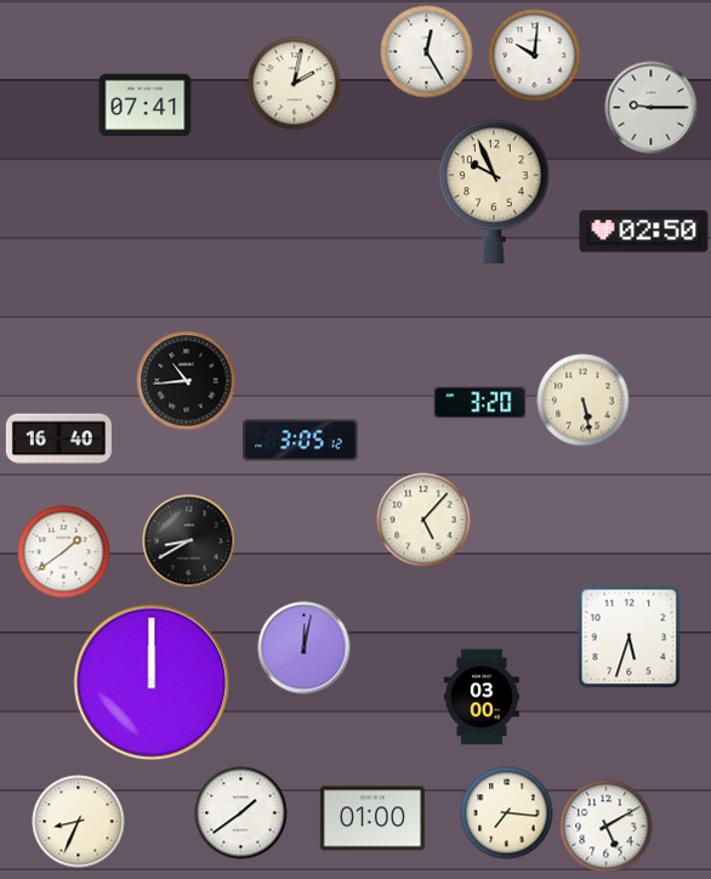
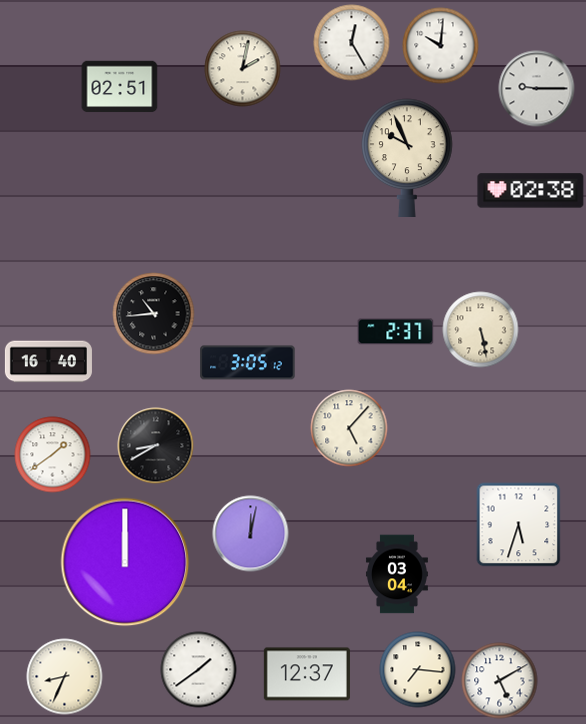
clock at (146, 106): 07:41 -> 02:51
clock at (644, 232): 02:50 -> 02:38
clock at (480, 403): 3:20 -> 2:37
clock at (482, 697): 03:00 -> 03:04
clock at (372, 818): 01:00 -> 12:37
